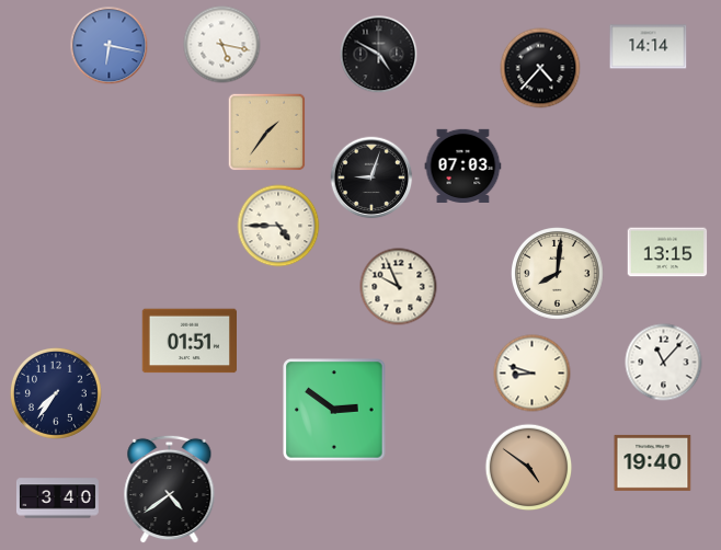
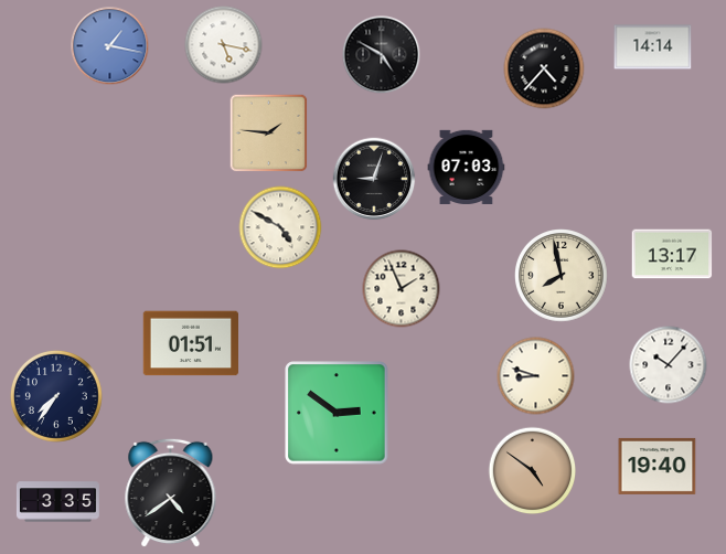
clock at (110, 46): 6:17 -> 1:17
clock at (267, 133): 1:36 -> 1:46
clock at (278, 226): 4:45 -> 4:50
clock at (667, 252): 13:15 -> 13:17
clock at (558, 274): 8:01 -> 7:58
clock at (399, 287): 9:56 -> 1:56
clock at (664, 363): 11:07 -> 10:07
clock at (57, 499): 3:40 -> 3:35
